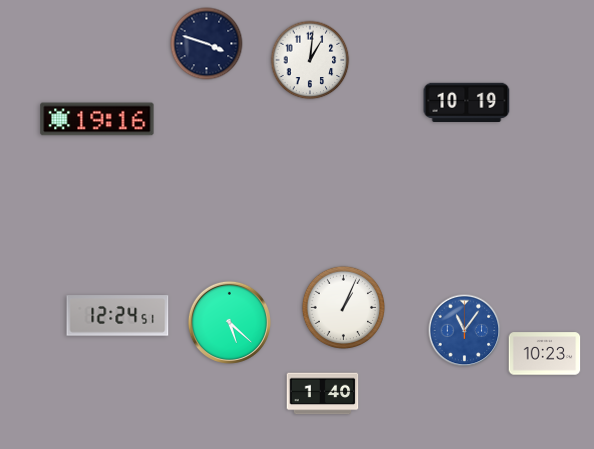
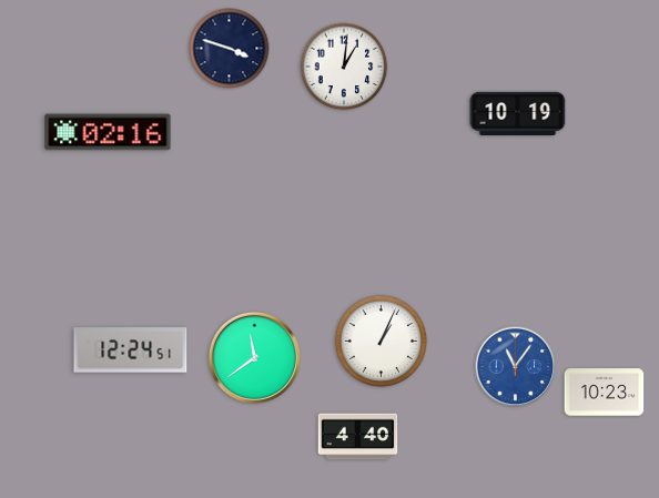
clock at (97, 119): 19:16 -> 02:16
clock at (229, 322): 5:22 -> 11:39
clock at (323, 394): 1:40 -> 4:40
